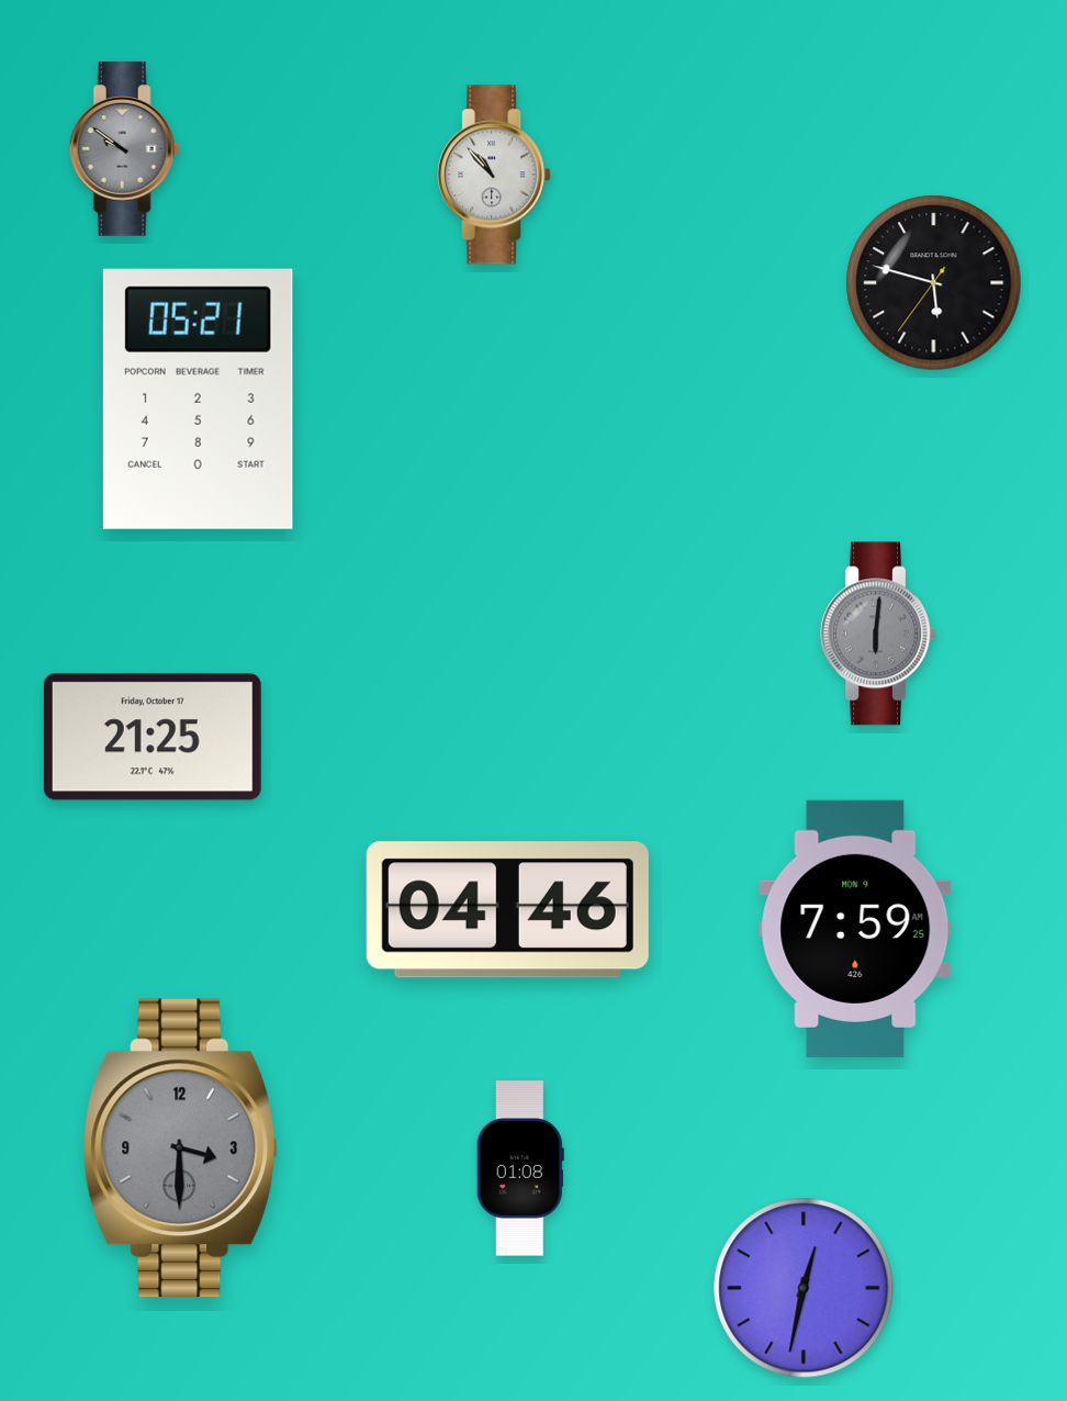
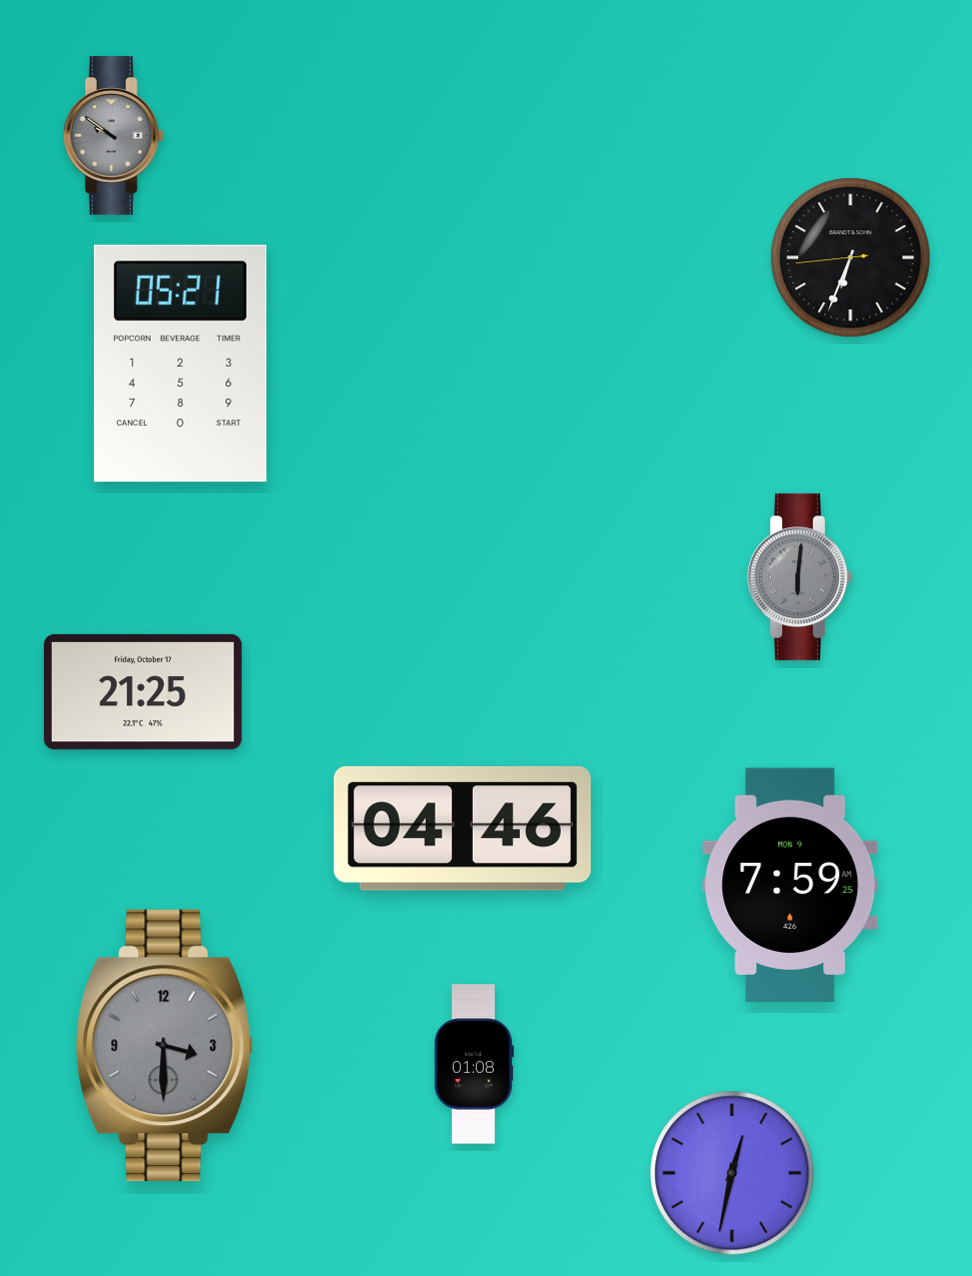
clock at (494, 175): 10:53 -> none
clock at (934, 283): 5:47 -> 6:33
clock at (153, 737) position: (153, 737) -> (143, 692)
clock at (855, 929) position: (855, 929) -> (790, 885)
